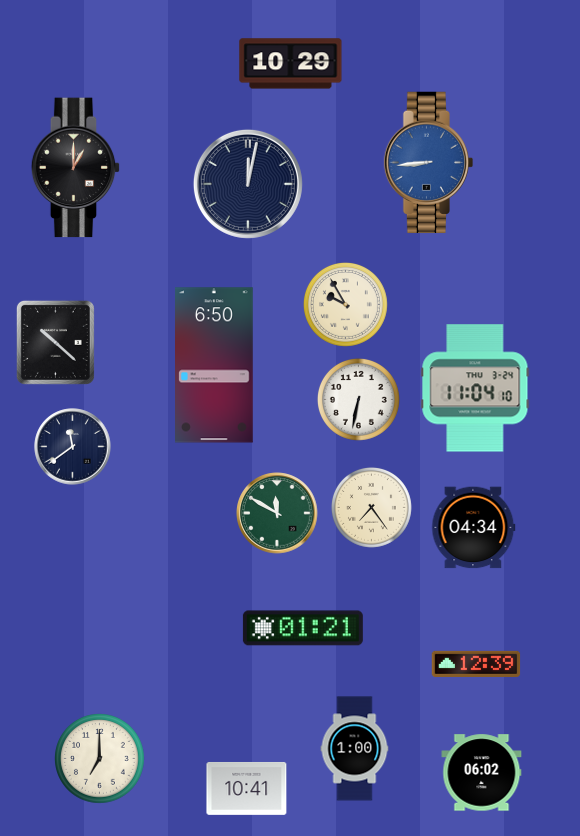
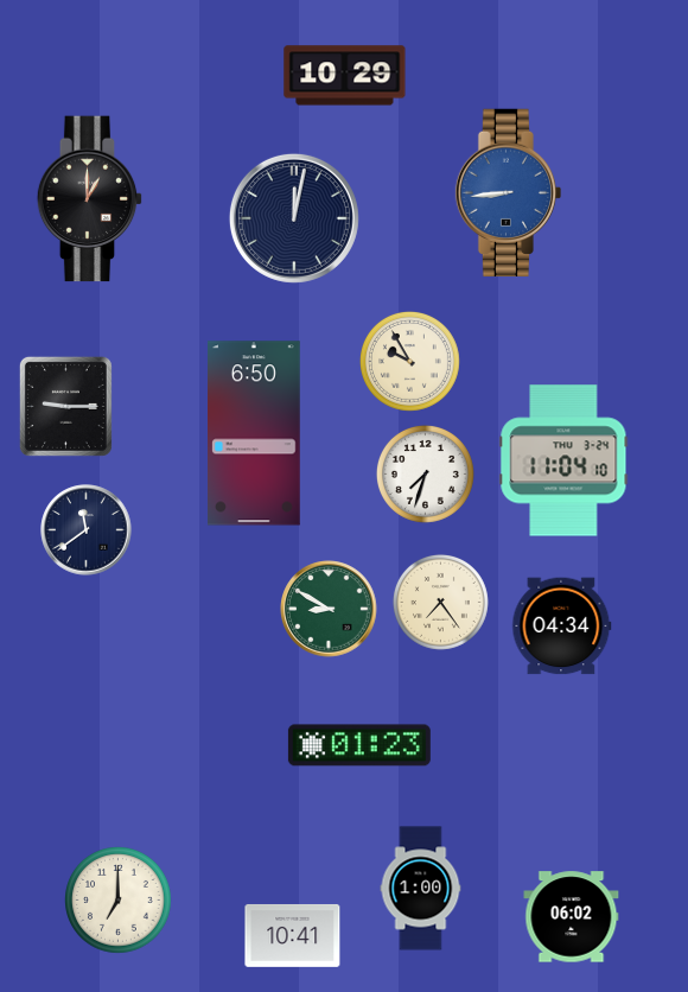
clock at (55, 342): 10:22 -> 9:15
clock at (358, 399): 6:32 -> 7:33
clock at (277, 513): 11:50 -> 8:50
clock at (303, 628): 01:21 -> 01:23
clock at (476, 664): 12:39 -> none
